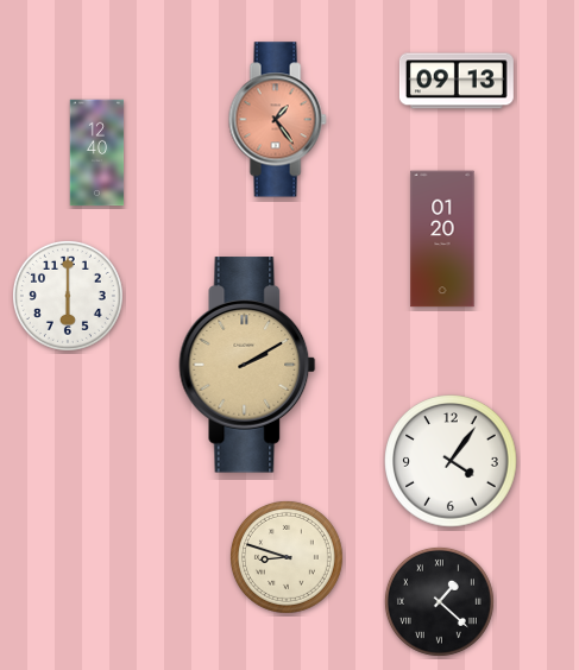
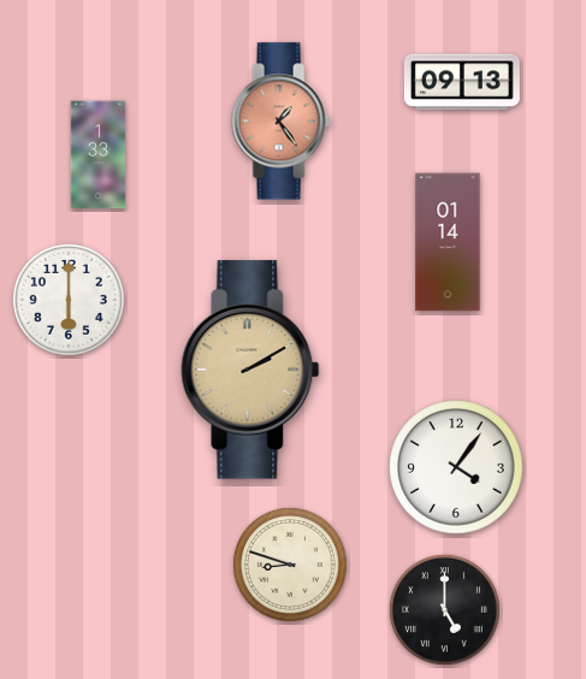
clock at (97, 153): 12:40 -> 1:33
clock at (442, 239): 01:20 -> 01:14
clock at (439, 601): 1:22 -> 5:00
